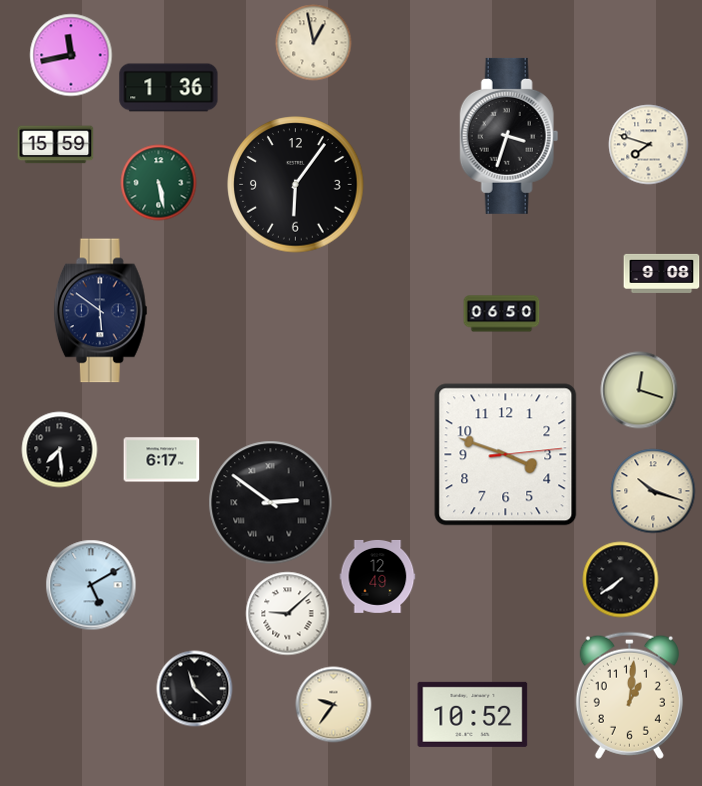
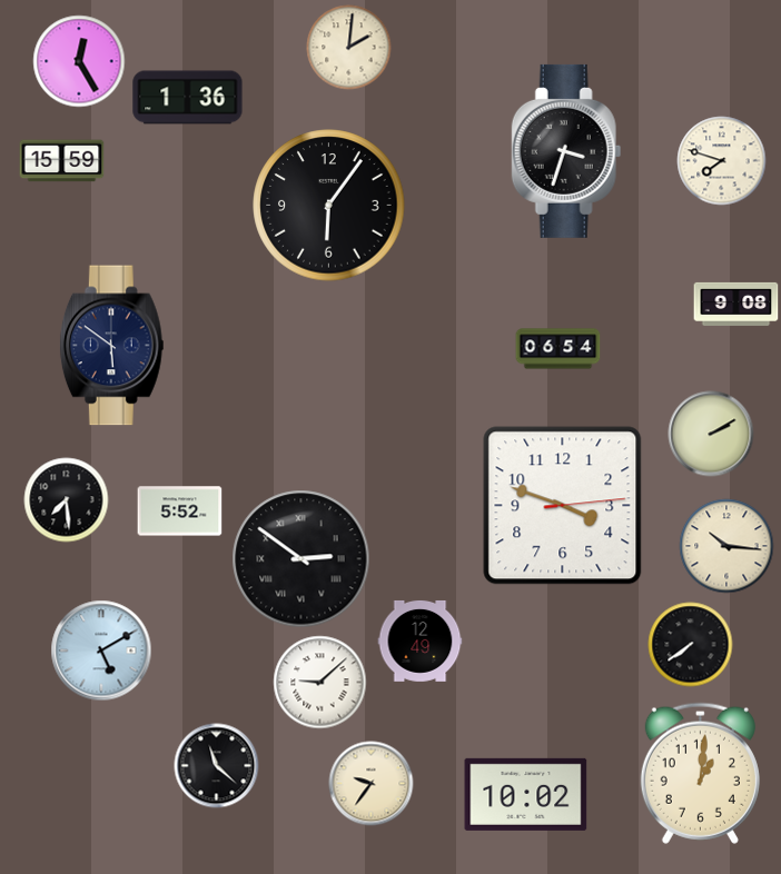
clock at (314, 43): 12:58 -> 2:01
clock at (71, 55): 11:43 -> 12:25
clock at (159, 183): 5:28 -> none
clock at (502, 314): 06:50 -> 06:54
clock at (639, 390): 12:18 -> 2:10
clock at (162, 460): 6:17 -> 5:52
clock at (653, 491): 10:18 -> 10:16
clock at (473, 714): 10:52 -> 10:02
